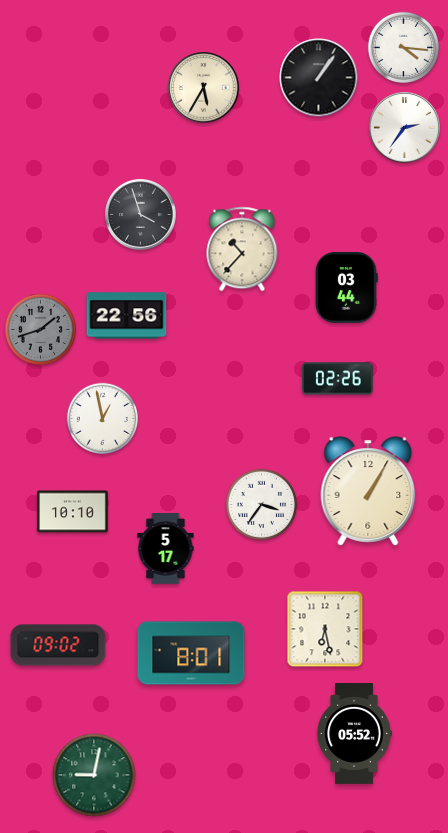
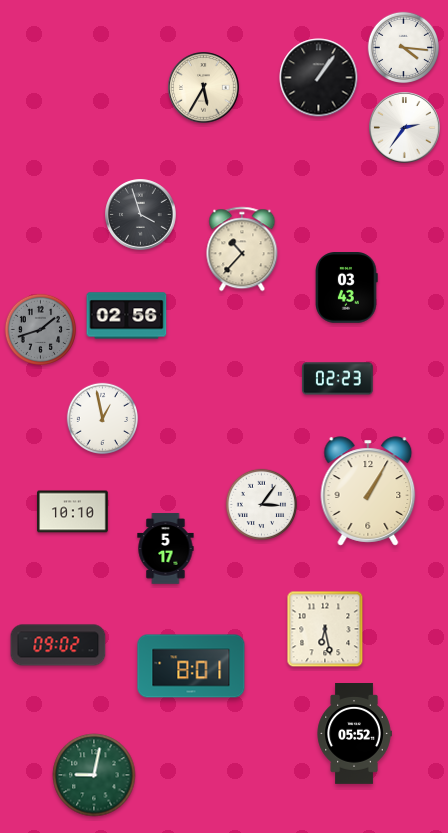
clock at (347, 288): 03:44 -> 03:43
clock at (127, 316): 22:56 -> 02:56
clock at (338, 379): 02:26 -> 02:23
clock at (262, 505): 3:36 -> 3:06
clock at (191, 653) position: (191, 653) -> (191, 666)
